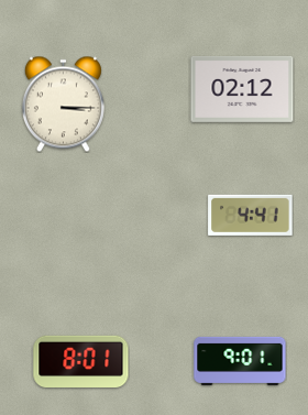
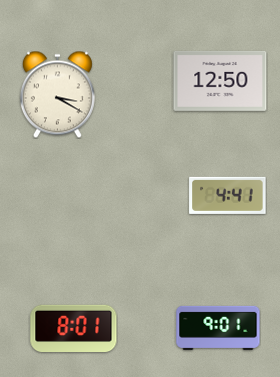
clock at (242, 89): 02:12 -> 12:50
clock at (63, 103): 3:15 -> 3:20
